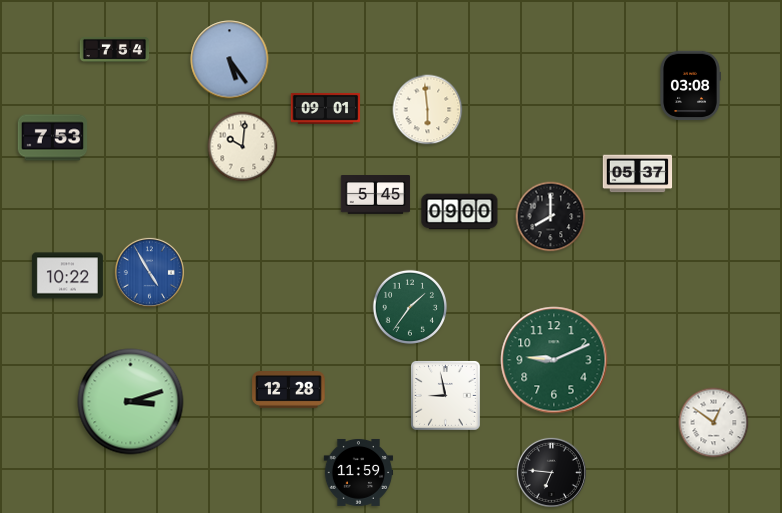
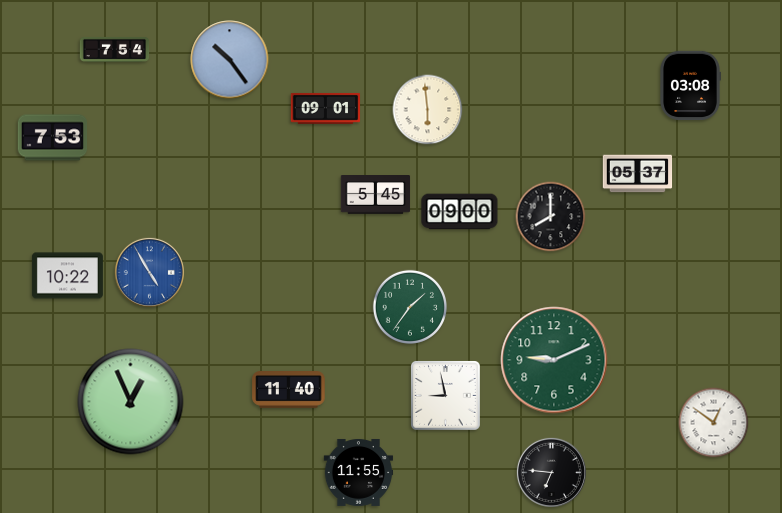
clock at (230, 60): 5:24 -> 10:24
clock at (243, 147): 10:01 -> none
clock at (289, 390): 12:28 -> 11:40
clock at (131, 402): 3:12 -> 12:56
clock at (359, 472): 11:59 -> 11:55
